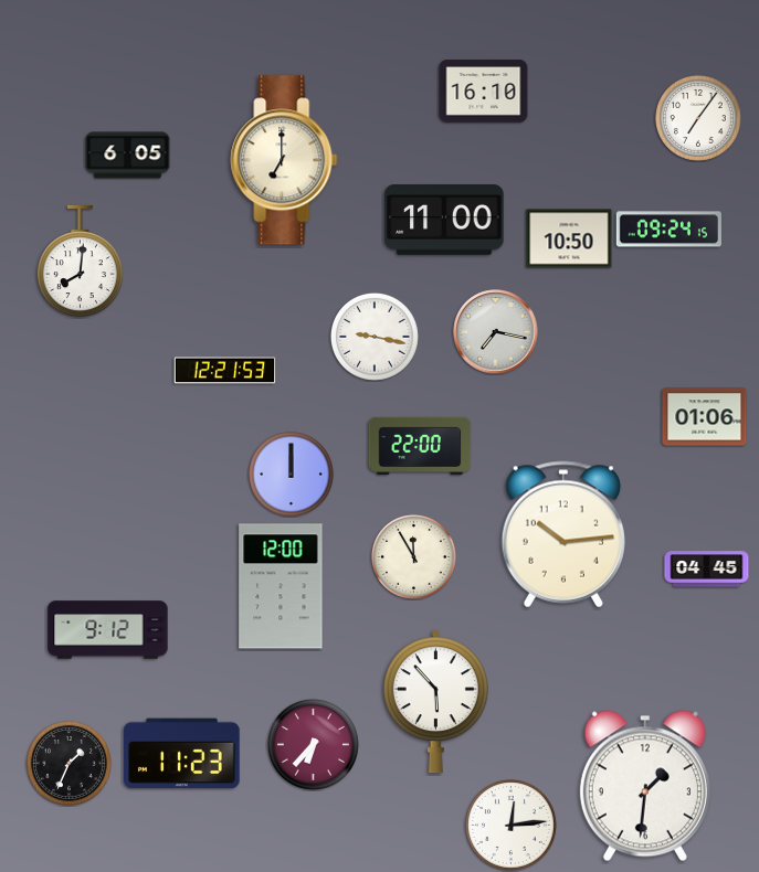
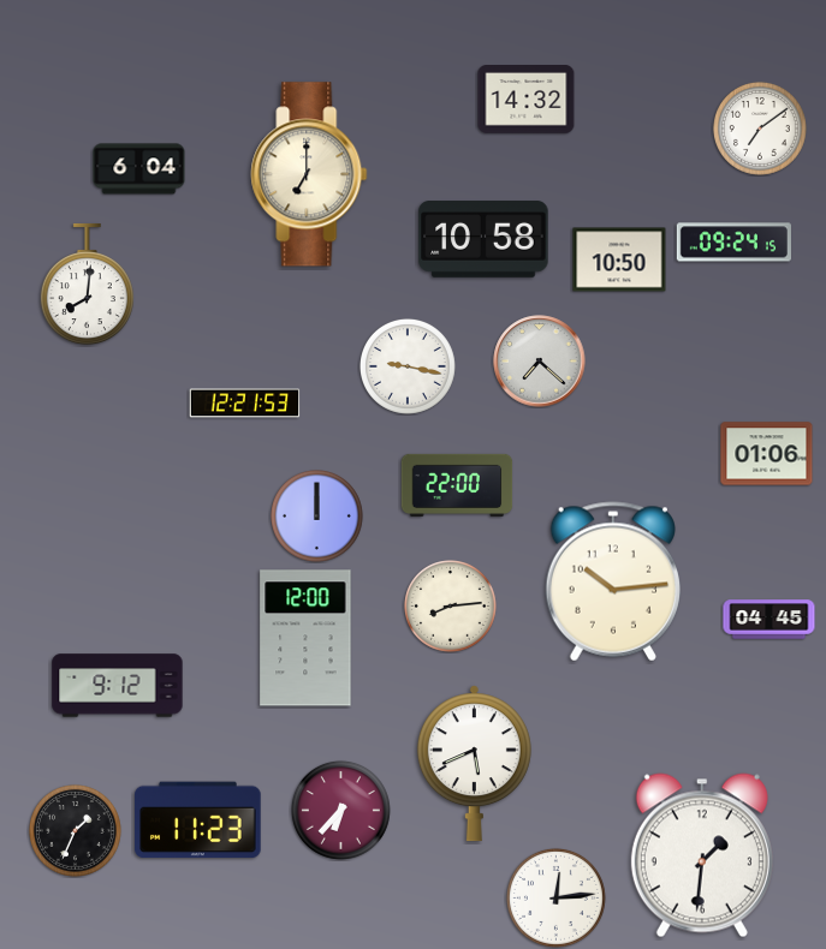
clock at (484, 92): 16:10 -> 14:32
clock at (698, 118): 7:06 -> 7:09
clock at (128, 156): 6:05 -> 6:04
clock at (444, 220): 11:00 -> 10:58
clock at (668, 230) position: (668, 230) -> (733, 243)
clock at (496, 332): 7:17 -> 7:22
clock at (414, 557): 11:55 -> 8:14
clock at (435, 702): 5:53 -> 5:41
